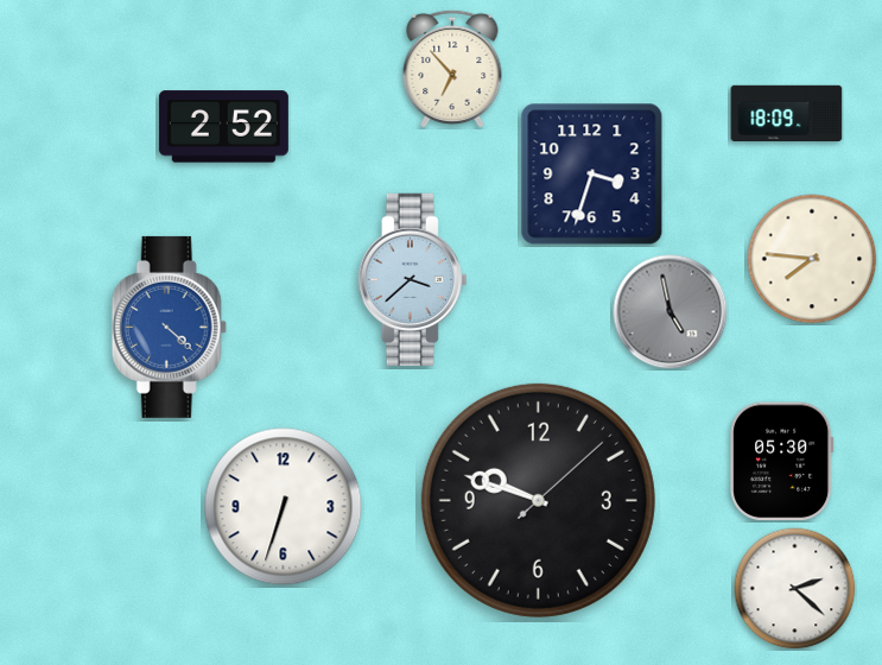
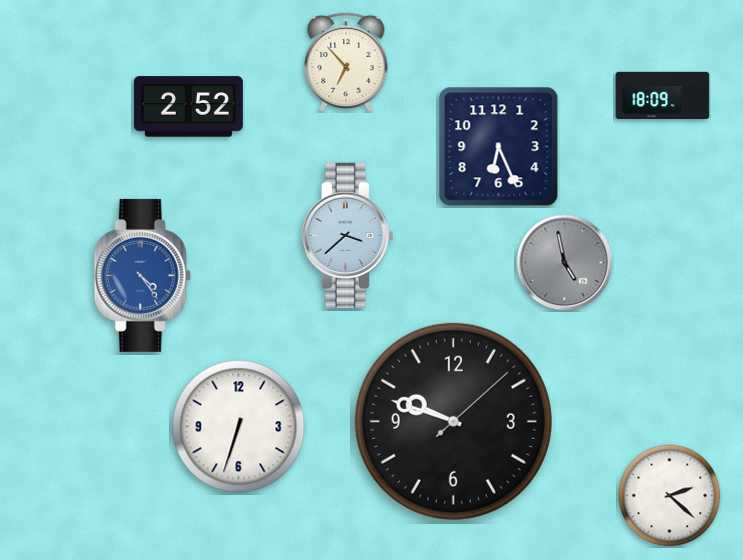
clock at (452, 69) position: (452, 69) -> (346, 62)
clock at (592, 175): 3:33 -> 6:26
clock at (812, 259): 7:46 -> none
clock at (169, 327): 4:22 -> 4:24
clock at (782, 462): 05:30 -> none
